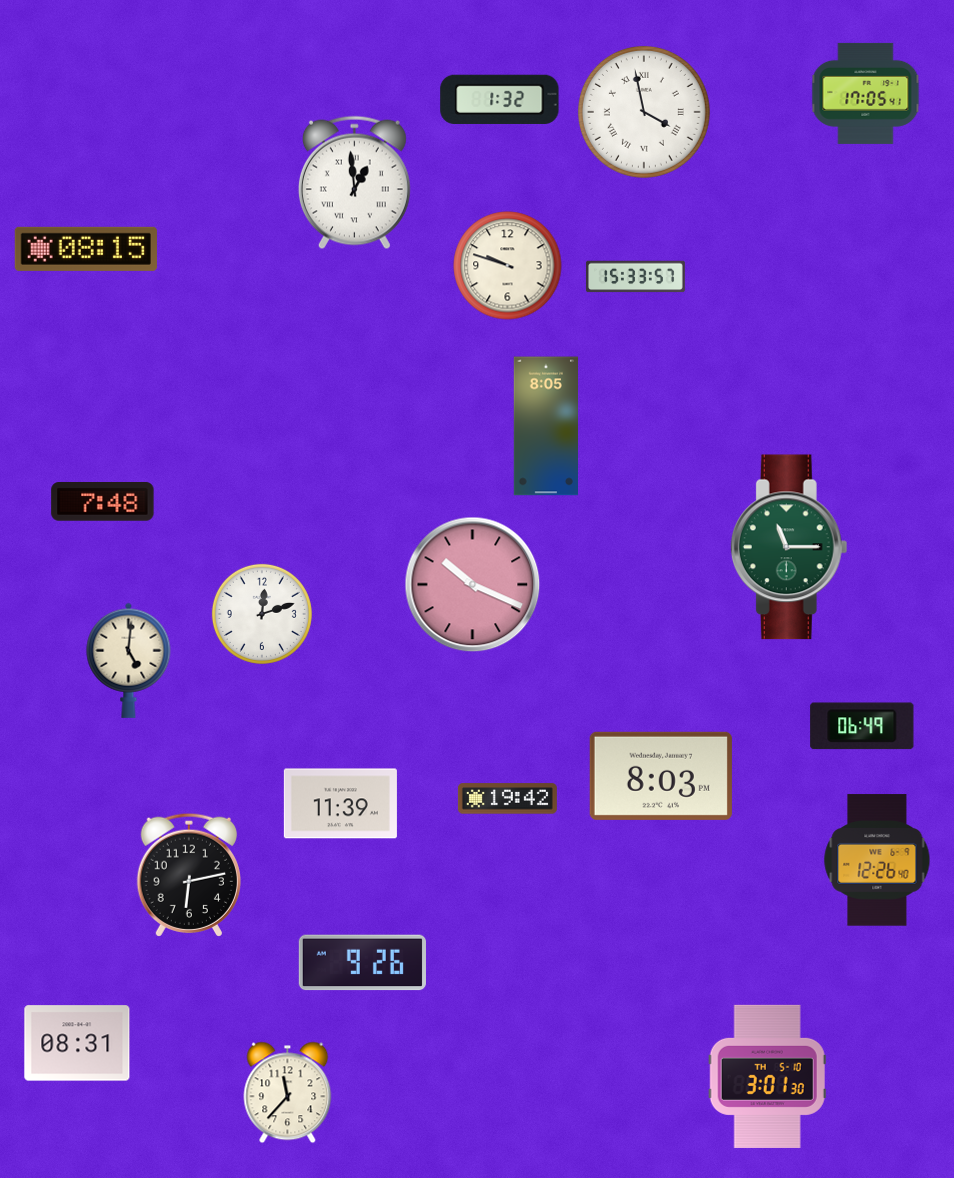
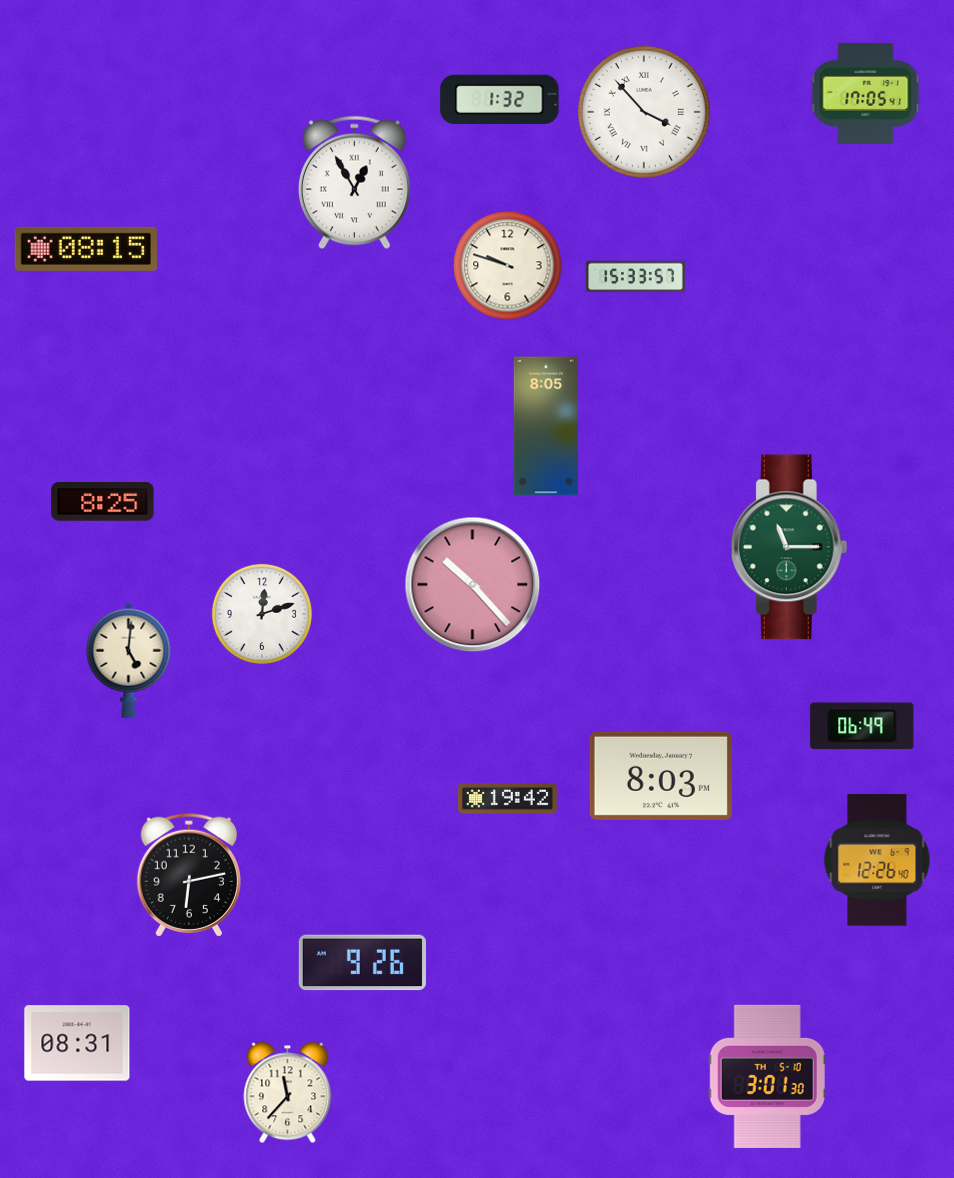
clock at (644, 112): 3:58 -> 3:53
clock at (354, 183): 12:59 -> 12:55
clock at (103, 502): 7:48 -> 8:25
clock at (473, 585): 10:19 -> 10:23
clock at (340, 804): 11:39 -> none
